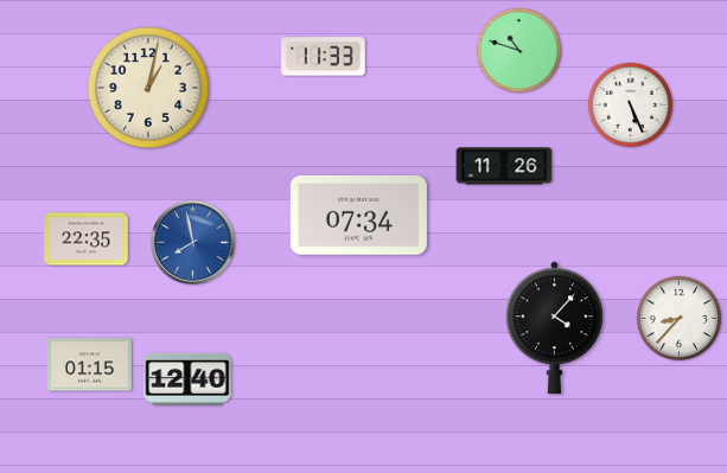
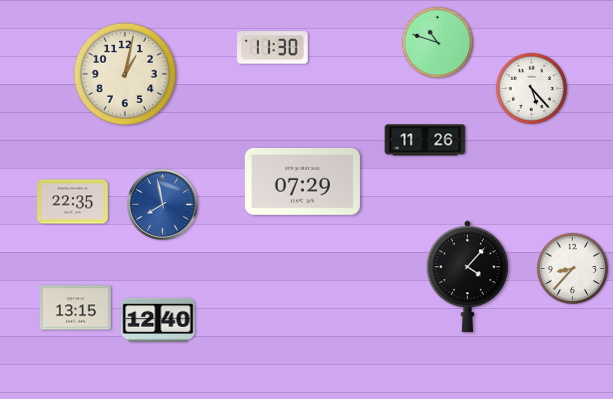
clock at (324, 57): 11:33 -> 11:30
clock at (631, 106): 5:26 -> 5:23
clock at (358, 215): 07:34 -> 07:29
clock at (90, 365): 01:15 -> 13:15
